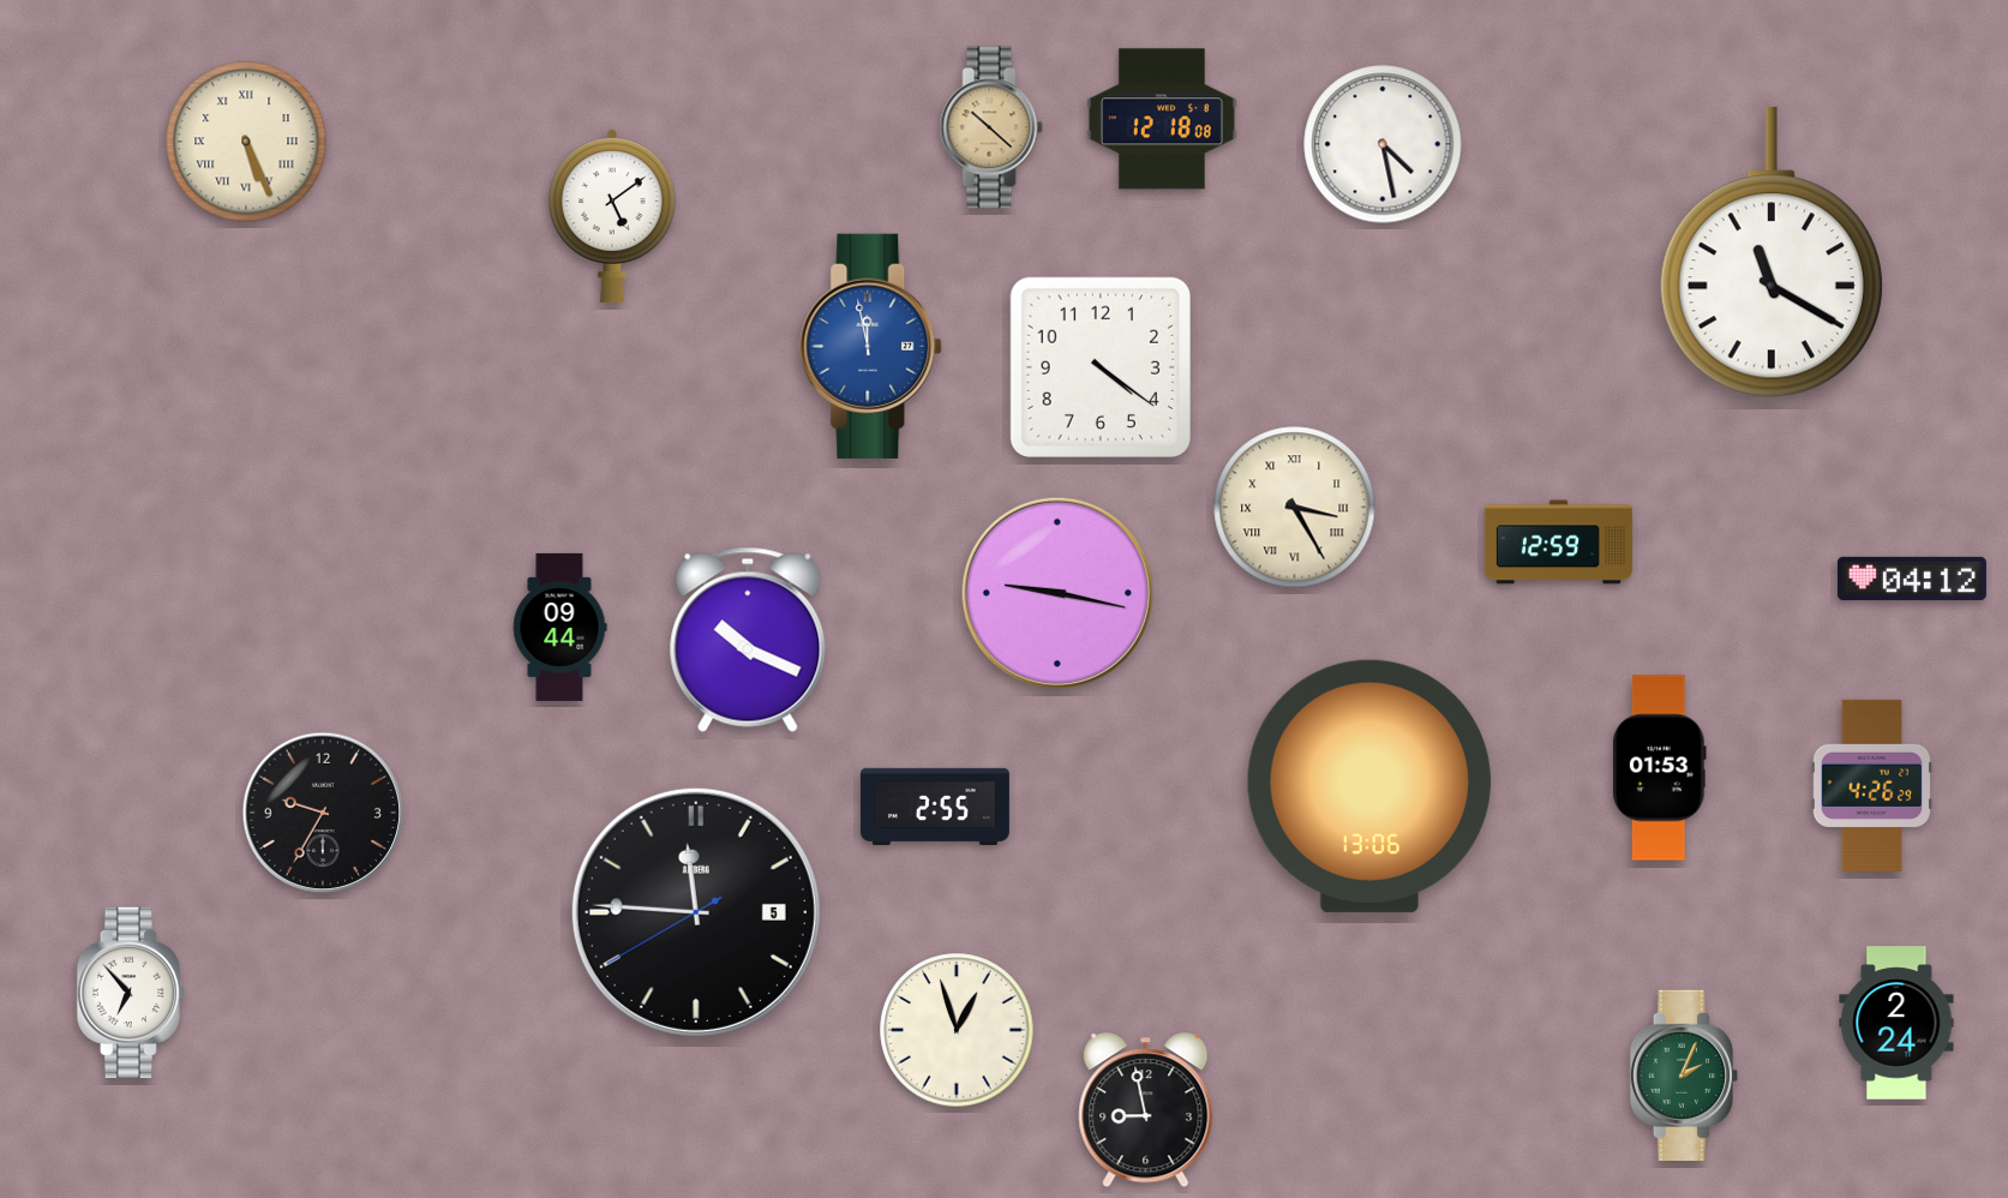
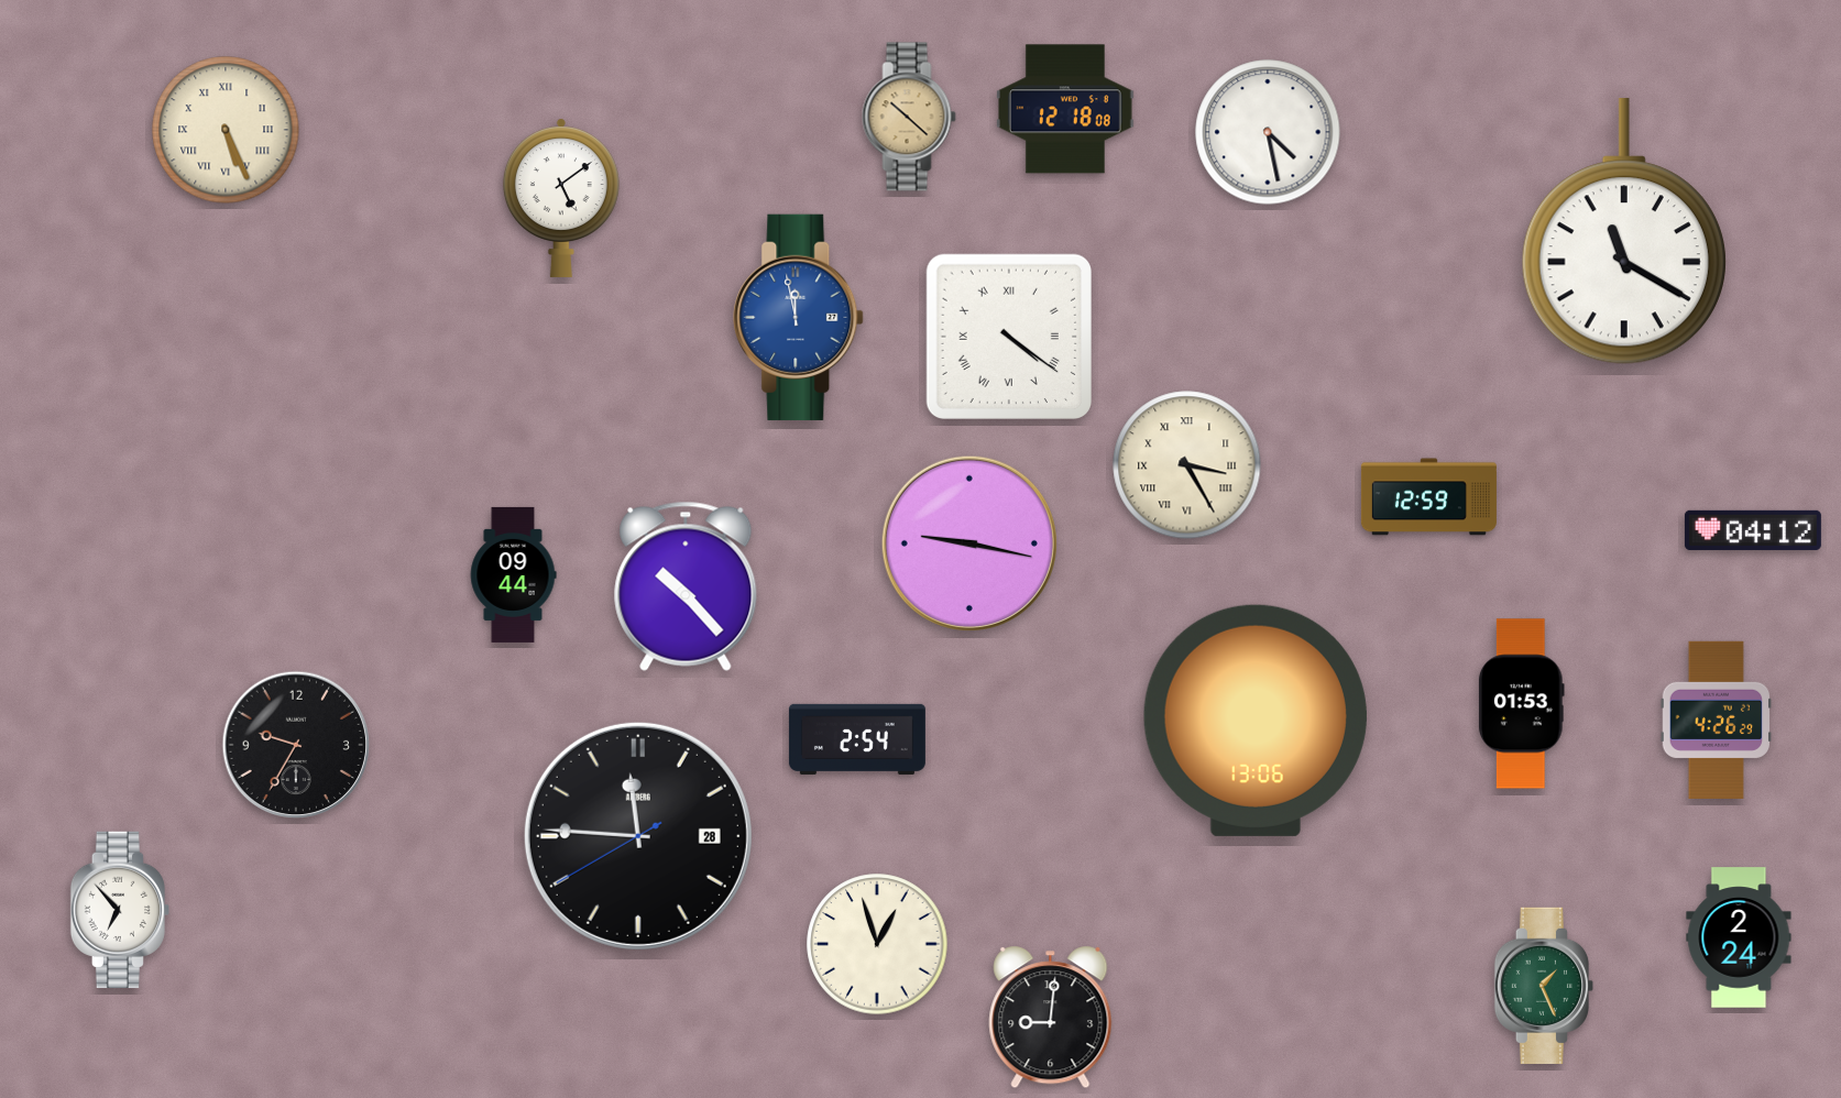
clock at (1101, 367) numerals: Arabic -> Roman
clock at (748, 640): 10:19 -> 10:23
clock at (935, 807): 2:55 -> 2:54
clock at (696, 912) date: 5 -> 28
clock at (1683, 1074): 2:04 -> 1:26
clock at (1146, 1110): 8:58 -> 9:01
